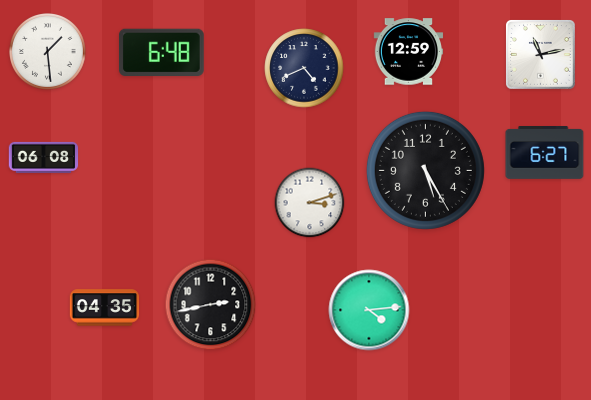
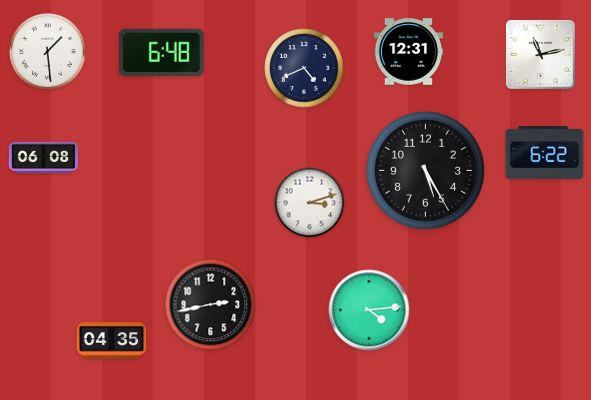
clock at (409, 52): 12:59 -> 12:31
clock at (545, 153): 6:27 -> 6:22
clock at (105, 308) position: (105, 308) -> (112, 341)
